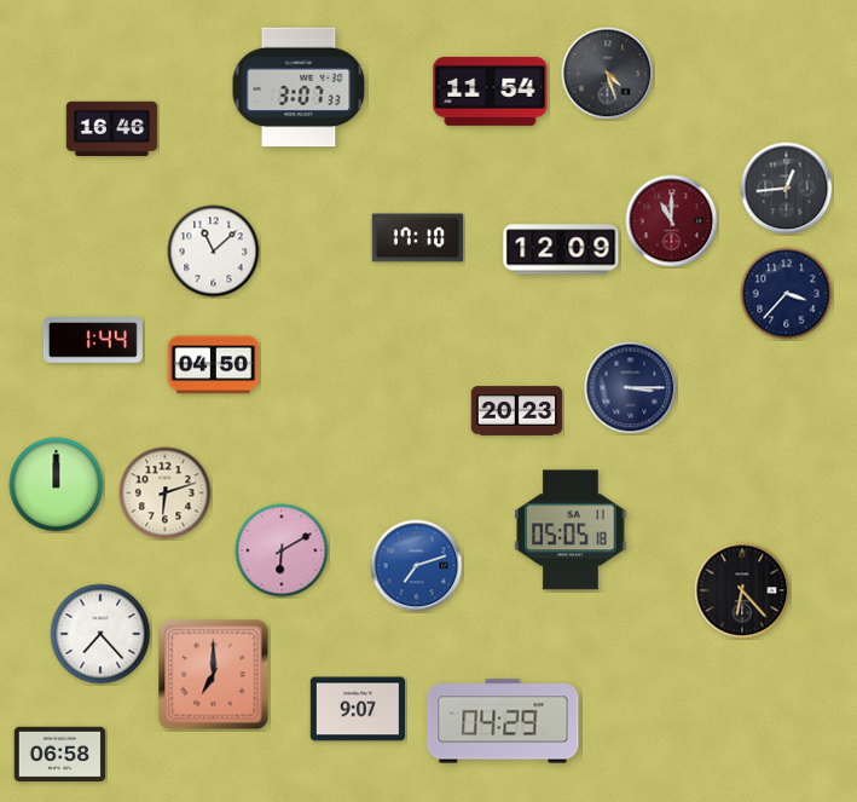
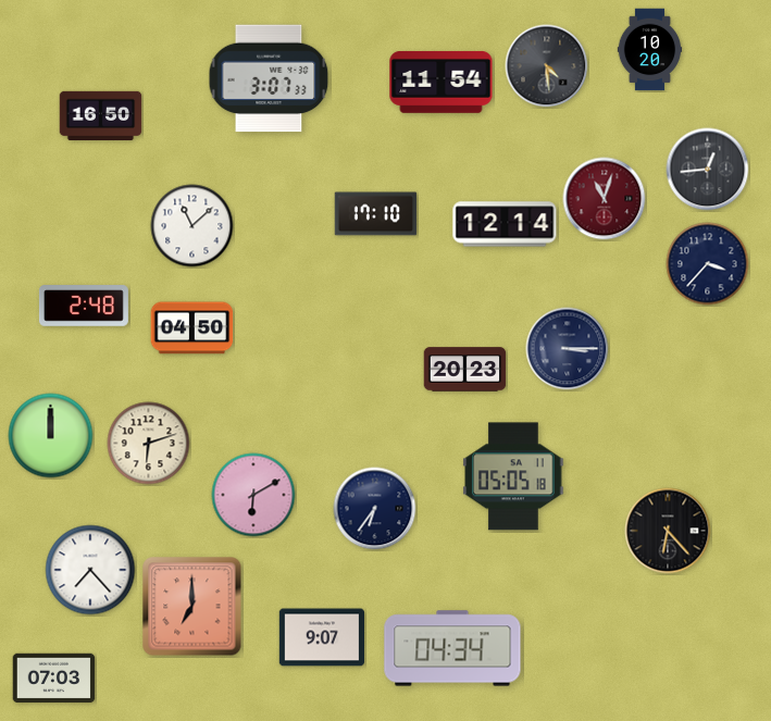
clock at (650, 50): none -> 10:20
clock at (608, 74): 4:27 -> 4:29
clock at (112, 129): 16:46 -> 16:50
clock at (672, 221): 11:00 -> 11:03
clock at (561, 249): 12:09 -> 12:14
clock at (93, 340): 1:44 -> 2:48
clock at (417, 566): 7:12 -> 6:36
clock at (417, 566) dial: blue -> navy
clock at (503, 721): 04:29 -> 04:34
clock at (60, 755): 06:58 -> 07:03
